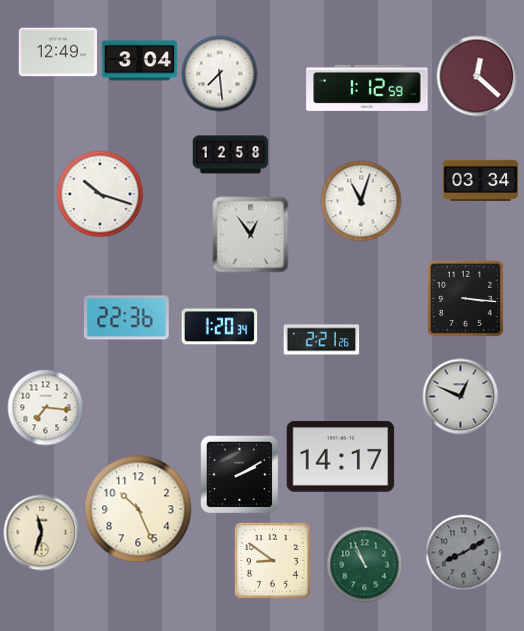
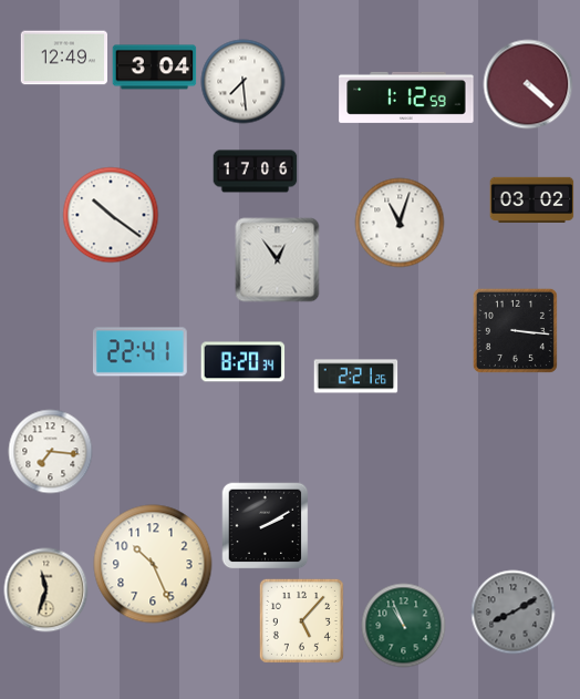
clock at (477, 76): 12:22 -> 4:22
clock at (231, 155): 12:58 -> 17:06
clock at (481, 180): 03:34 -> 03:02
clock at (100, 194): 10:18 -> 10:21
clock at (126, 318): 22:36 -> 22:41
clock at (220, 327): 1:20 -> 8:20
clock at (461, 397): 12:49 -> none
clock at (341, 457): 14:17 -> none
clock at (272, 560): 8:51 -> 5:07
